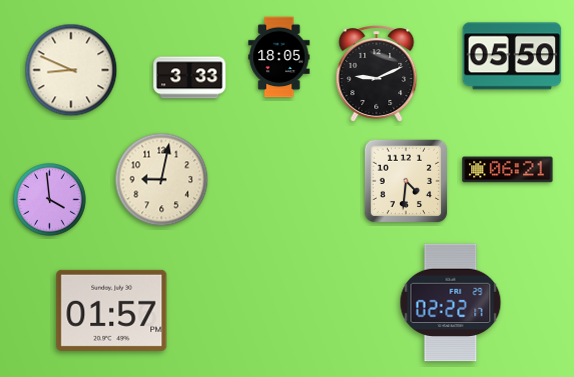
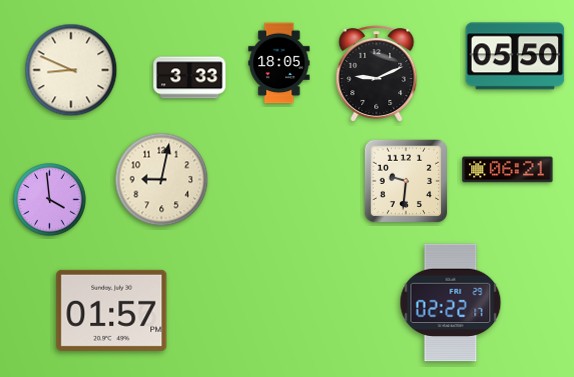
clock at (512, 56) position: (512, 56) -> (515, 56)
clock at (279, 57) position: (279, 57) -> (279, 63)
clock at (406, 181): 4:31 -> 9:31
